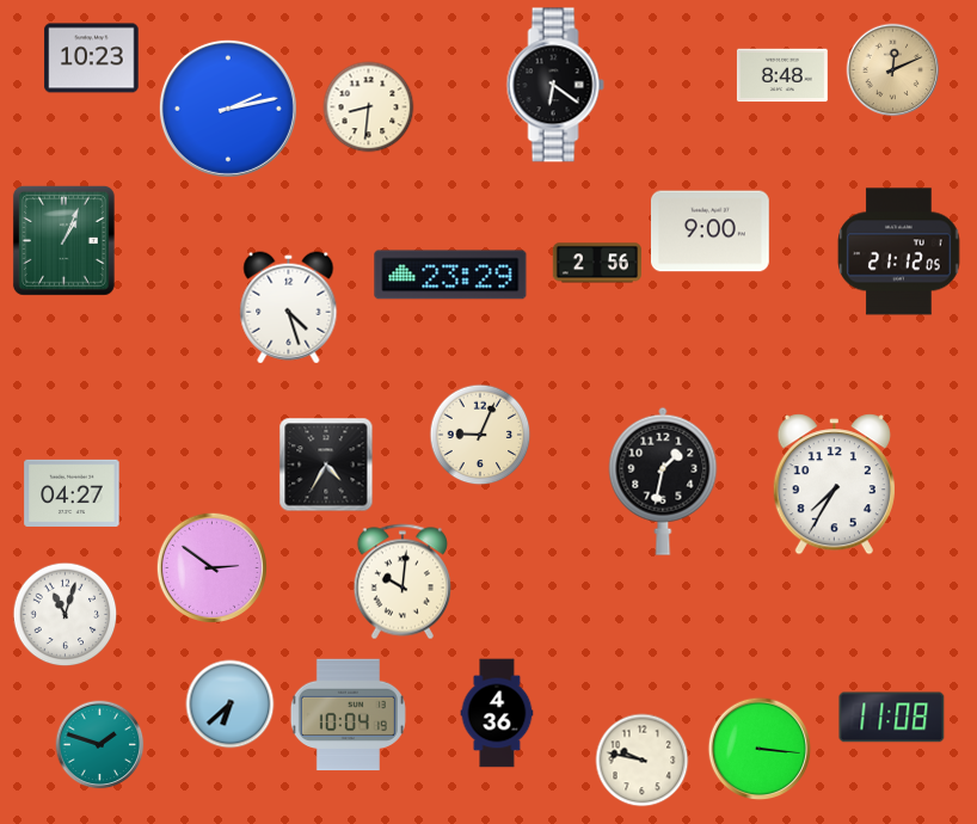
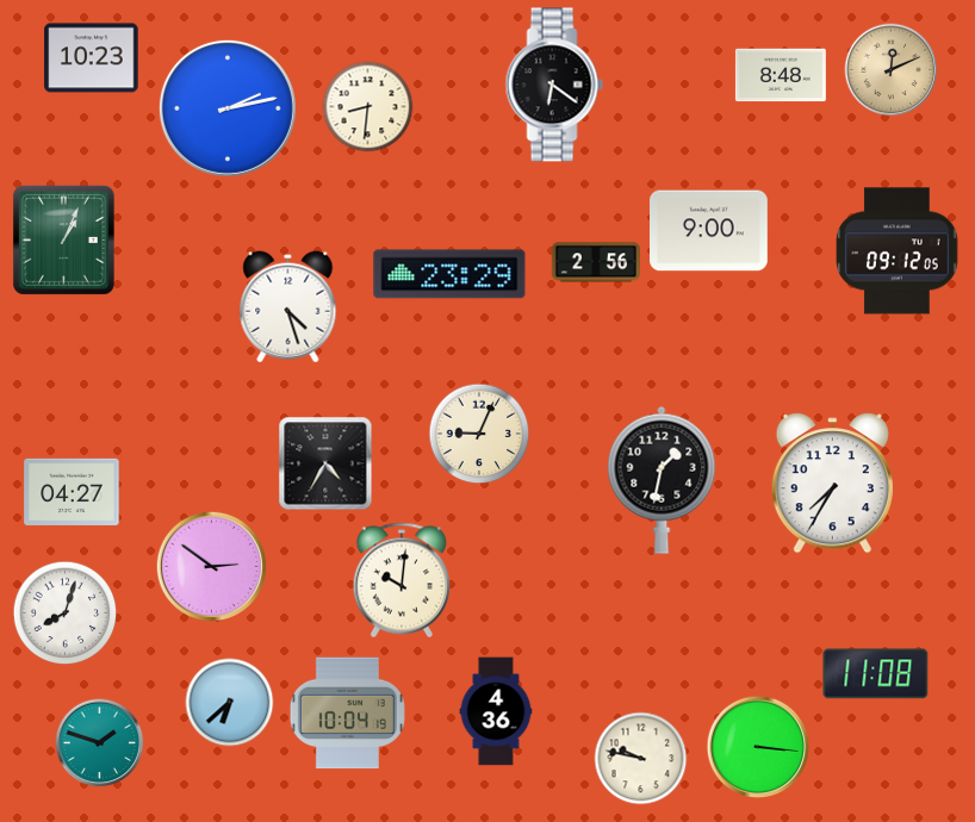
clock at (899, 252): 21:12 -> 09:12
clock at (66, 615): 11:03 -> 8:03
clock at (892, 718) position: (892, 718) -> (876, 674)
